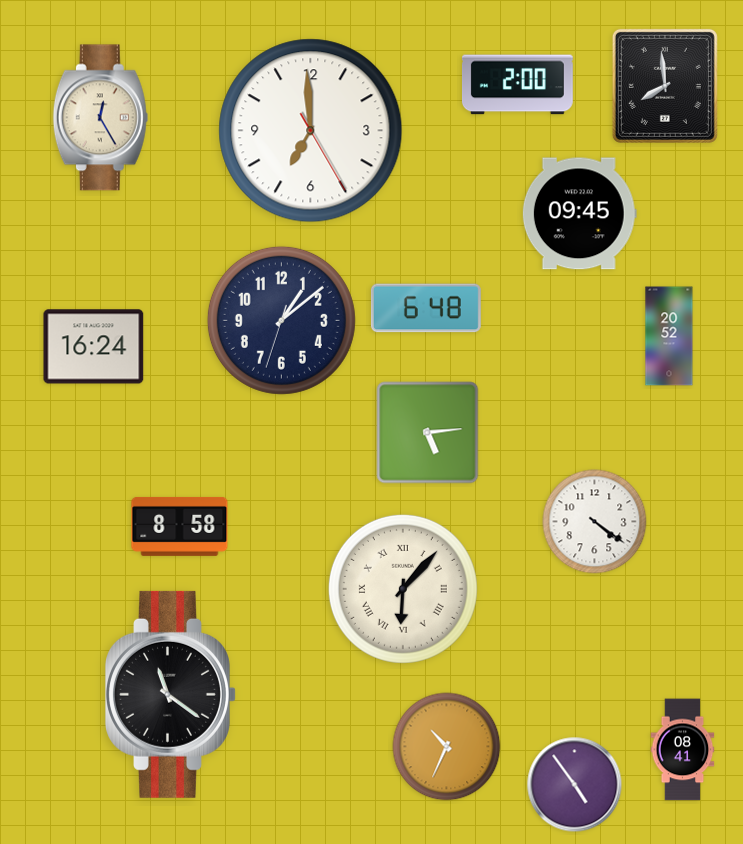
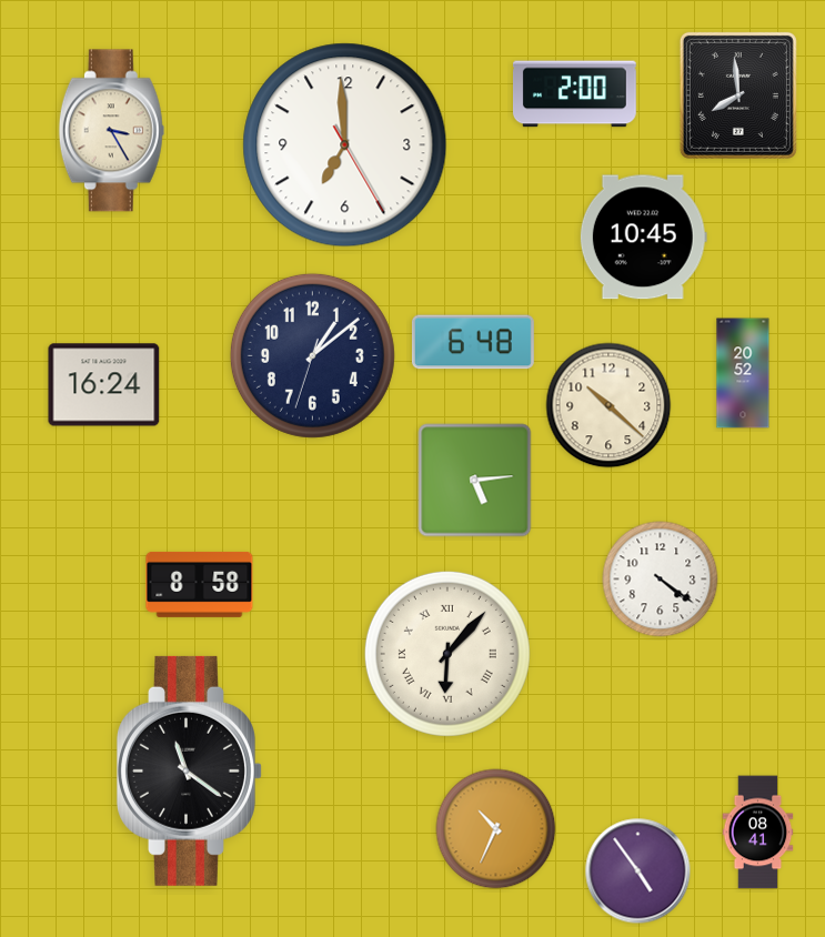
clock at (100, 118): 12:25 -> 3:25
clock at (579, 214): 09:45 -> 10:45
clock at (608, 405): none -> 10:22
